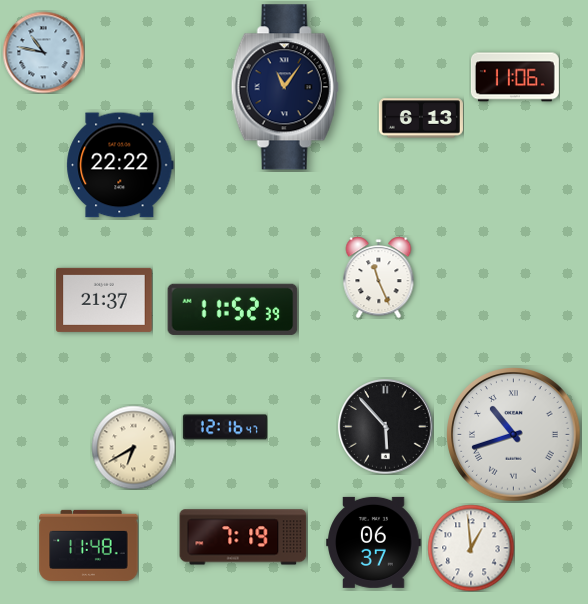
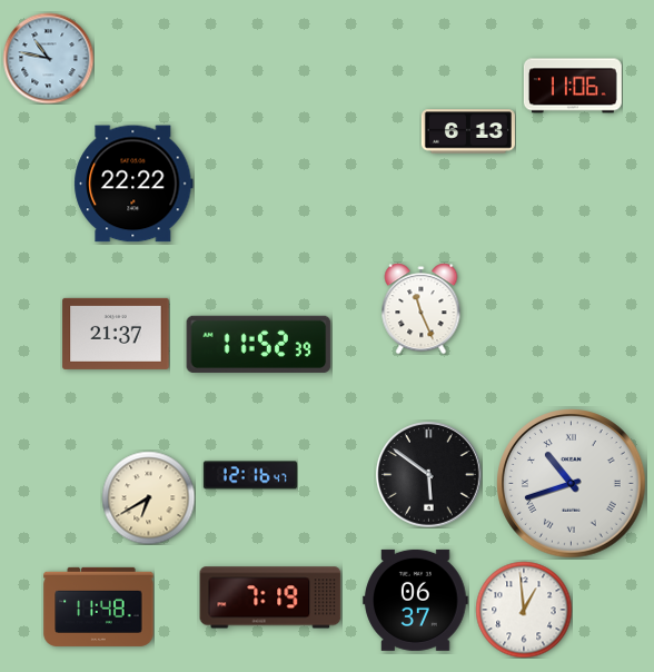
clock at (285, 87): 11:06 -> none
clock at (386, 427): 5:53 -> 5:51
clock at (374, 542) position: (374, 542) -> (416, 600)
